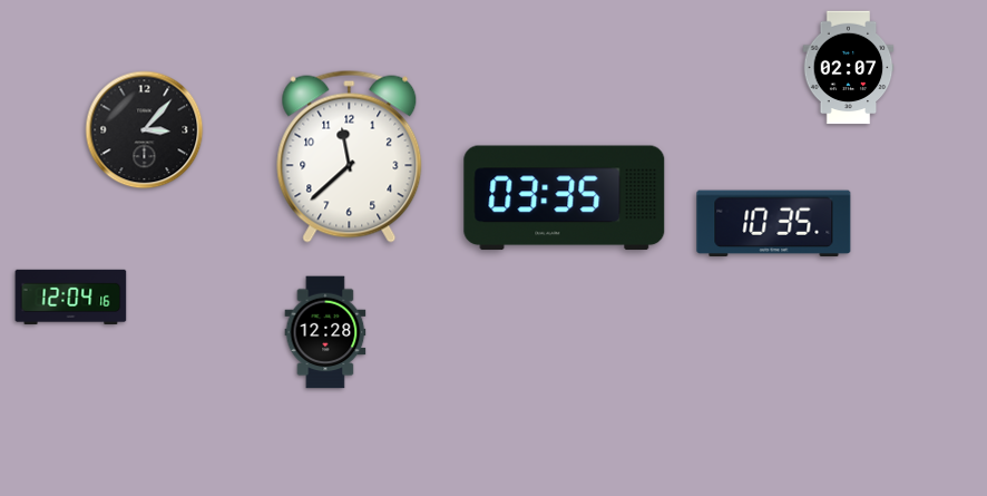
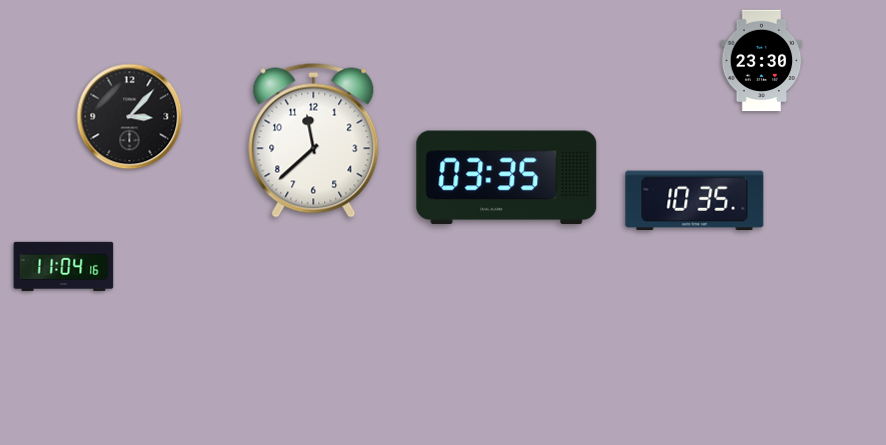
clock at (849, 68): 02:07 -> 23:30
clock at (71, 296): 12:04 -> 11:04
clock at (325, 332): 12:28 -> none
